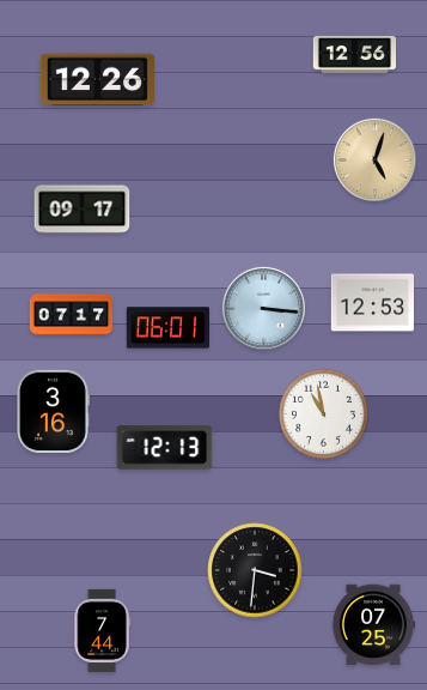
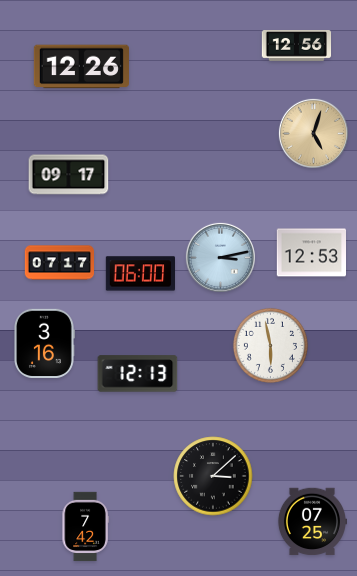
clock at (263, 308): 3:16 -> 3:13
clock at (167, 328): 06:01 -> 06:00
clock at (323, 413): 10:58 -> 5:58
clock at (255, 570): 3:31 -> 3:08
clock at (102, 631): 7:44 -> 7:42
